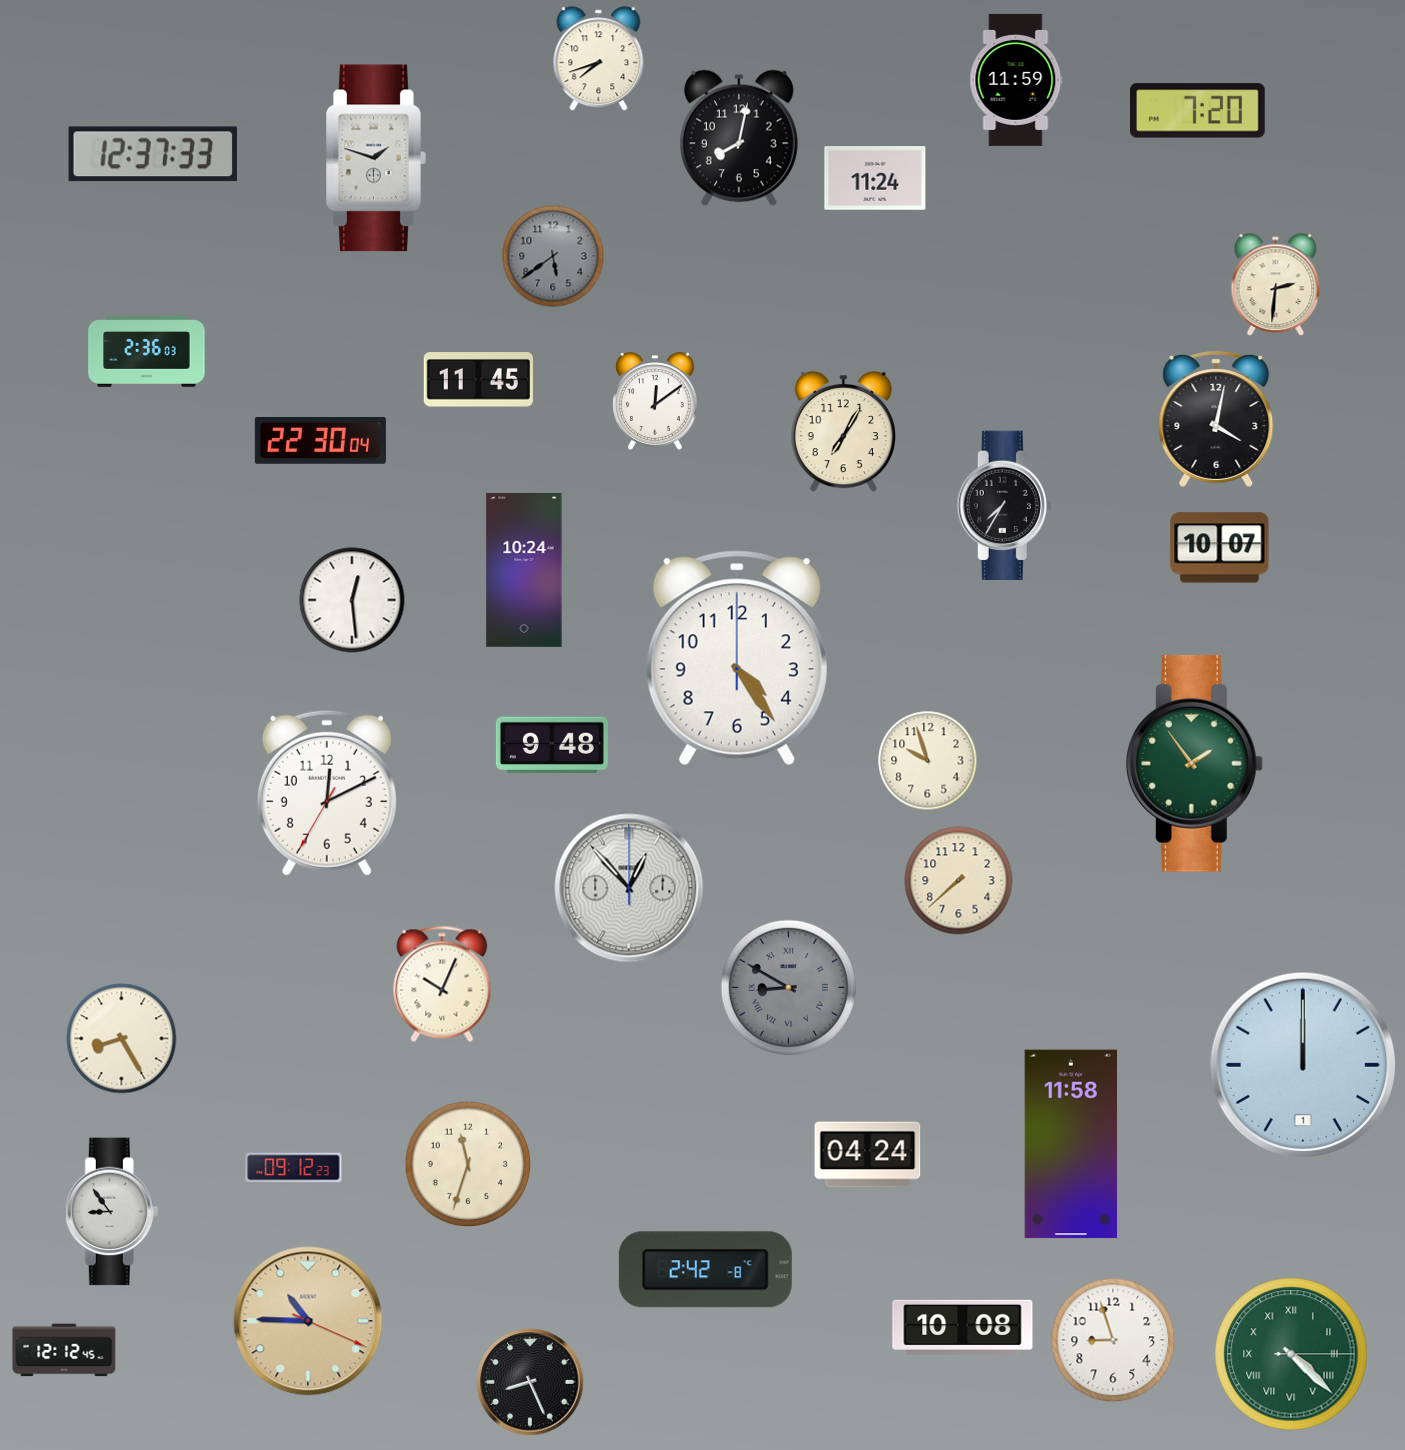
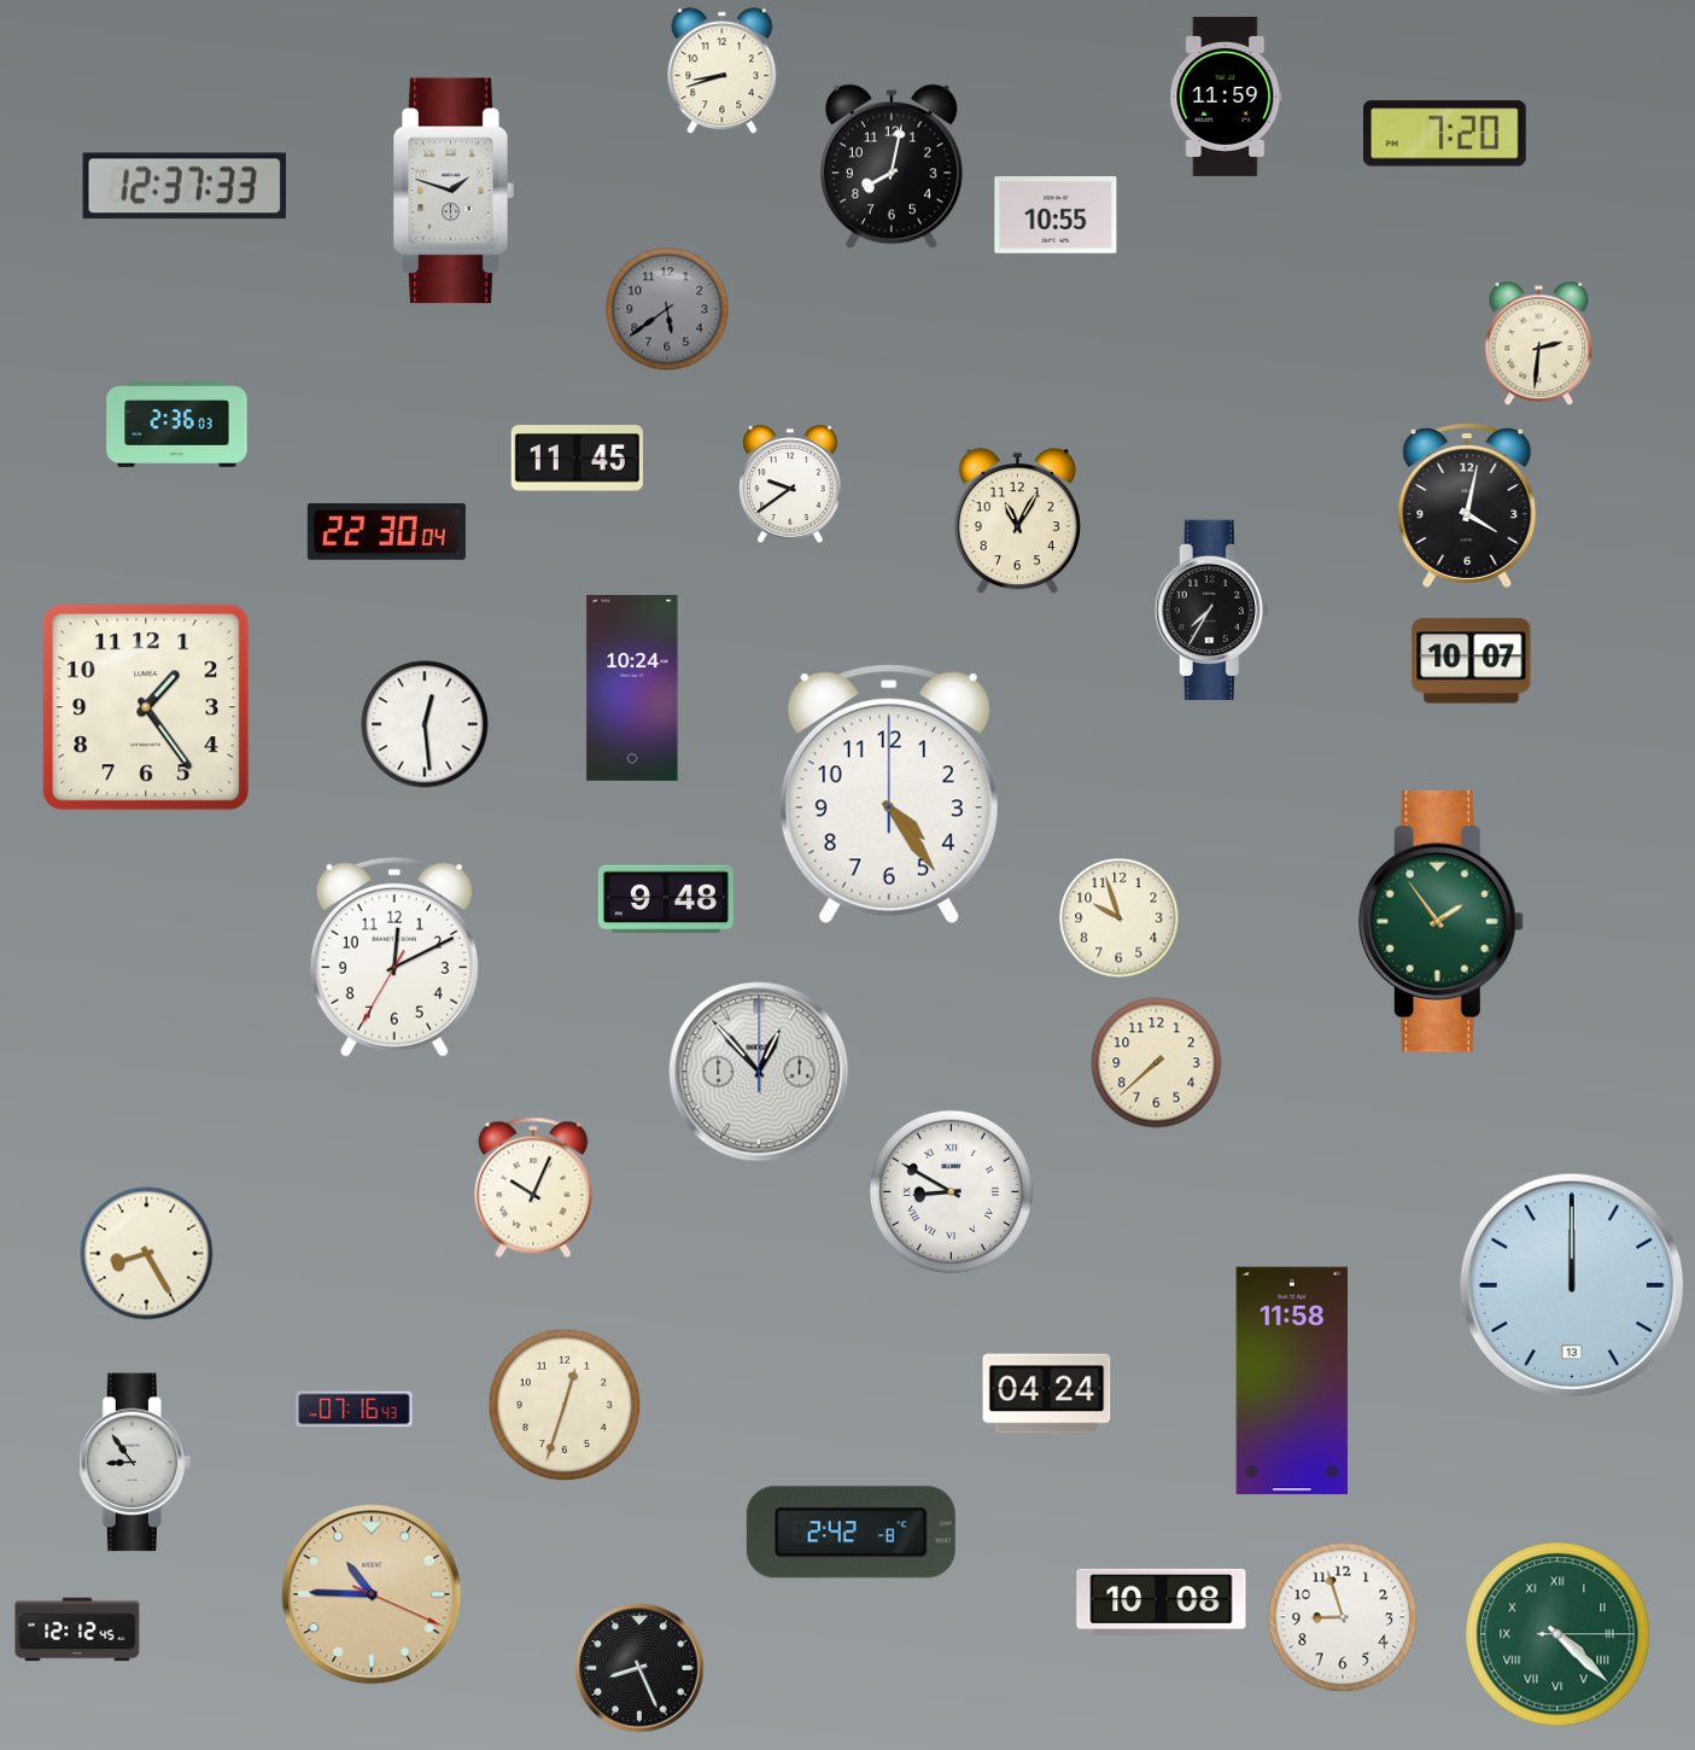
clock at (599, 59): 7:42 -> 8:42
clock at (875, 178): 11:24 -> 10:55
clock at (655, 401): 12:09 -> 9:39
clock at (843, 432): 7:05 -> 11:05
clock at (146, 707): none -> 1:24
clock at (788, 987) dial: grey -> white
clock at (1303, 1065) date: 1 -> 13
clock at (468, 1164): 11:33 -> 12:33
clock at (294, 1168): 09:12 -> 07:16
